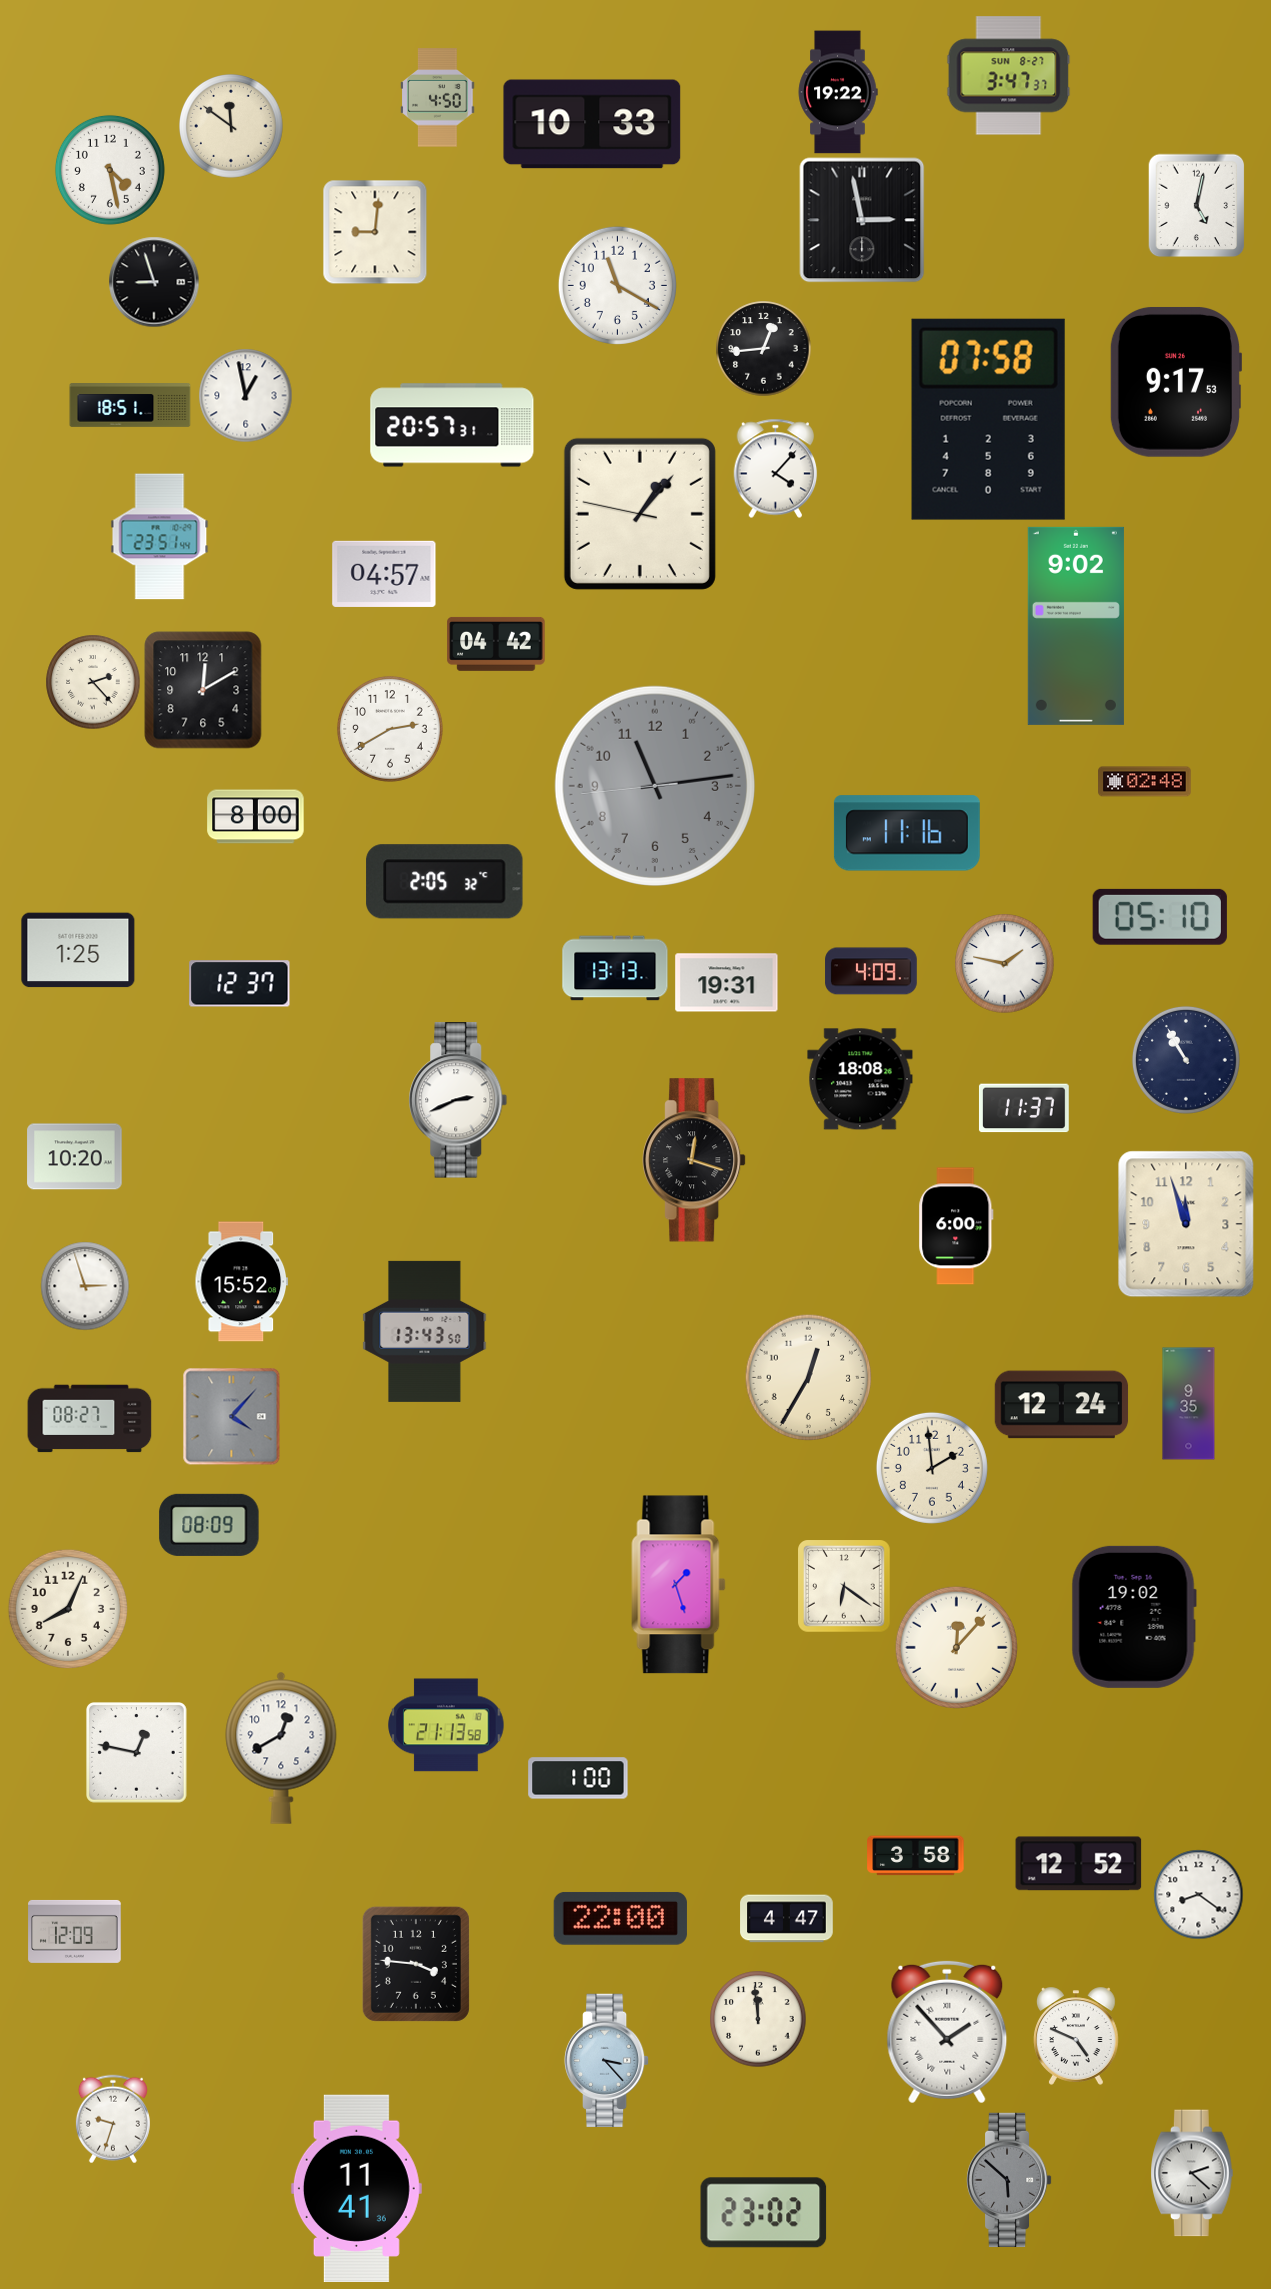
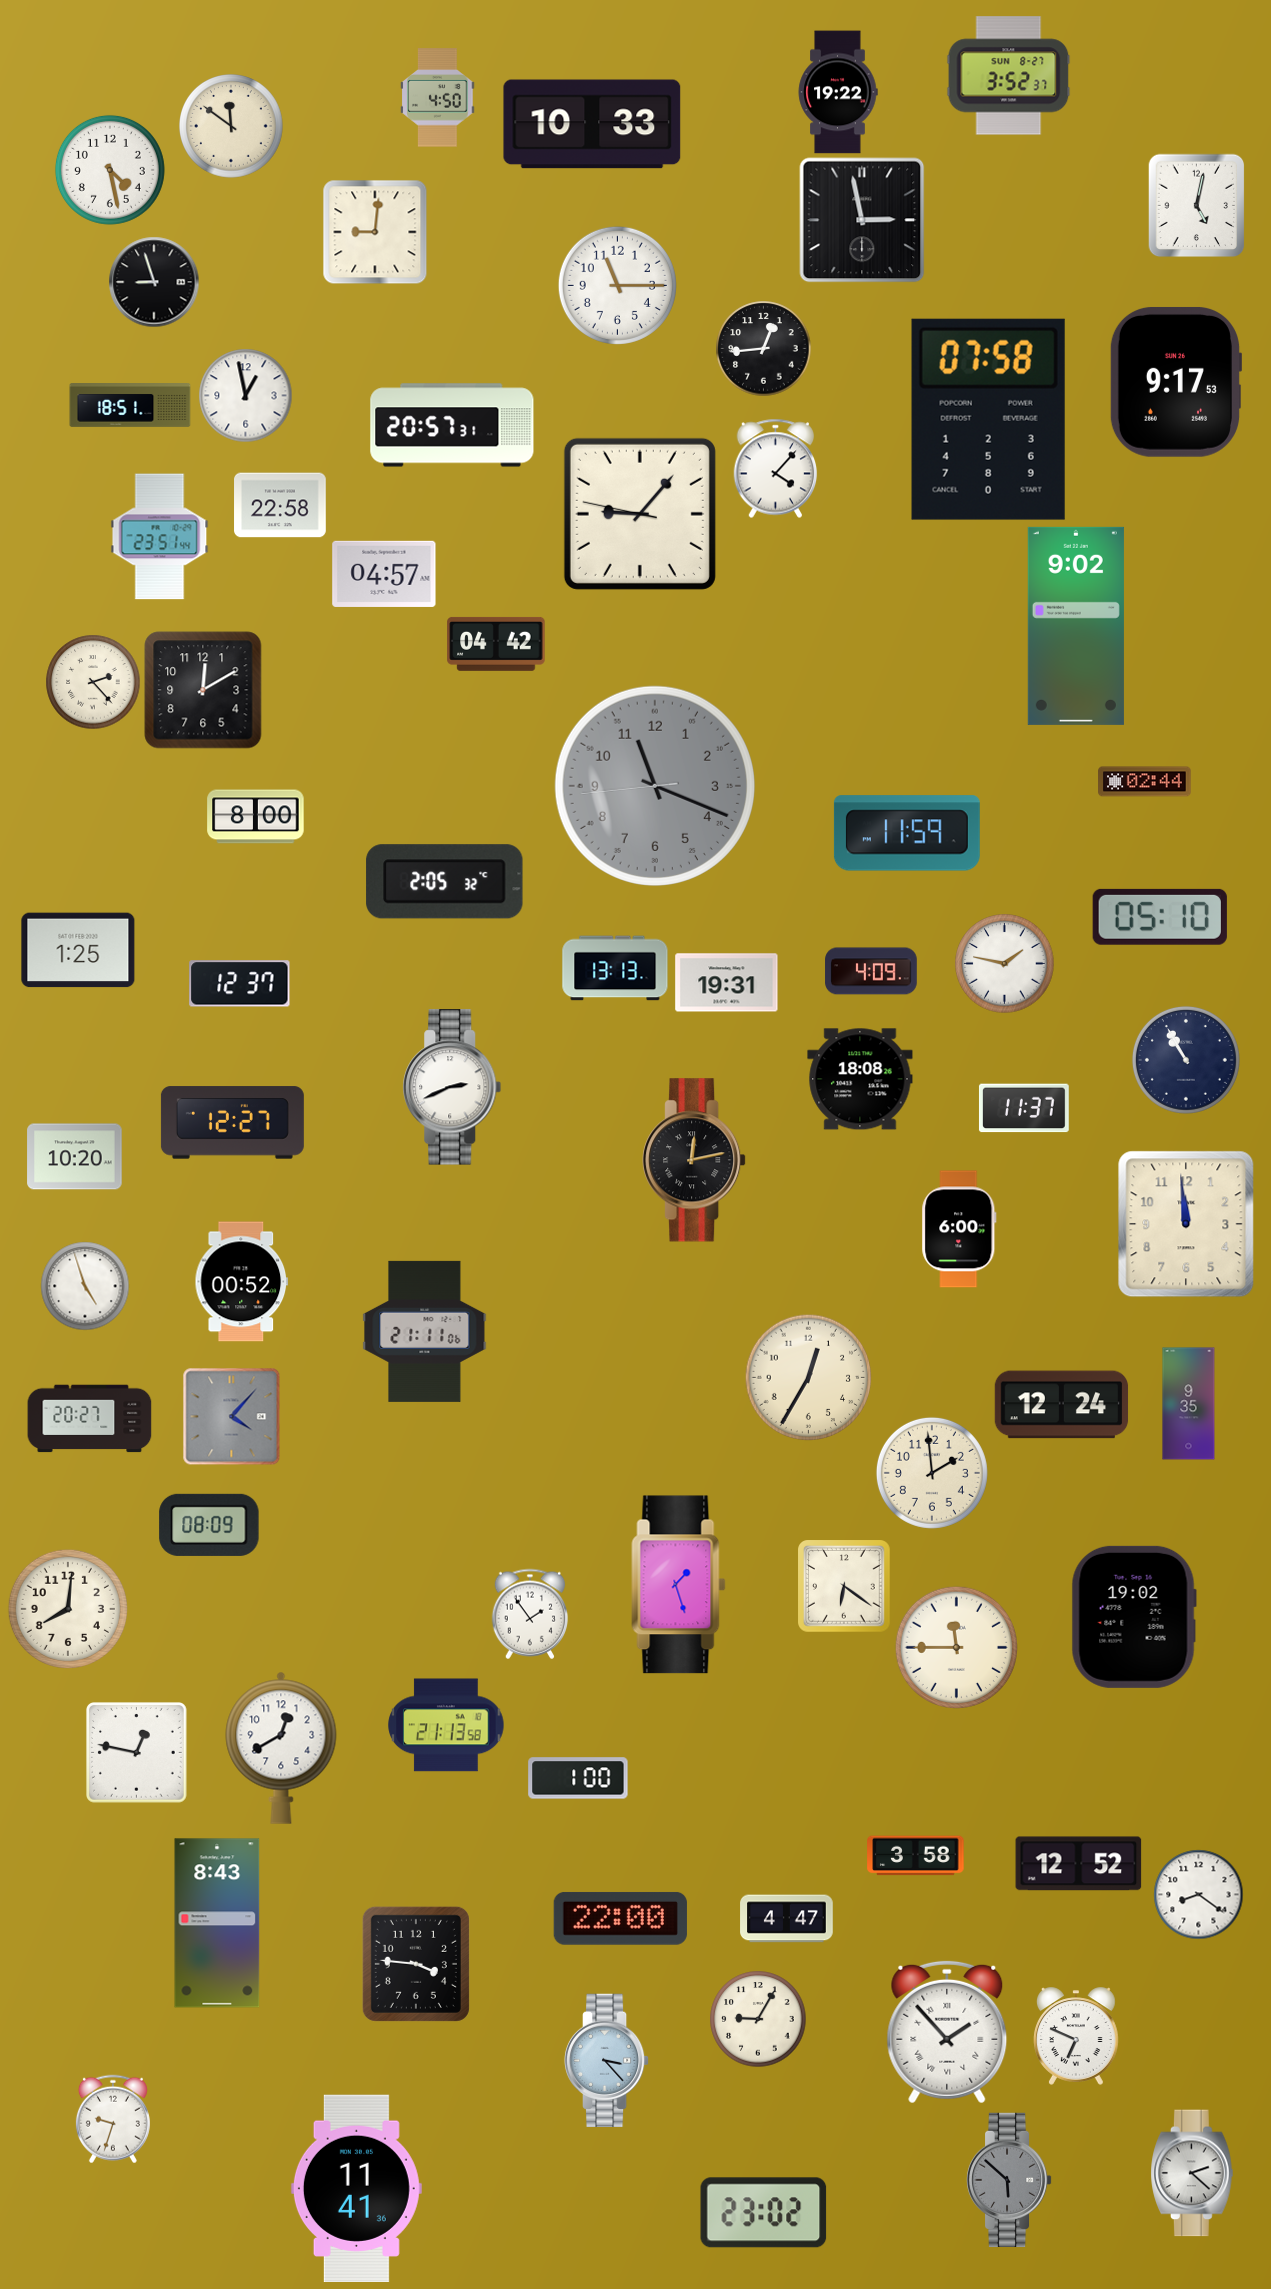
clock at (1009, 76): 3:47 -> 3:52
clock at (617, 285): 11:20 -> 11:15
clock at (280, 505): none -> 22:58
clock at (640, 514): 1:06 -> 9:06
clock at (390, 729): 2:40 -> none
clock at (1145, 782): 02:48 -> 02:44
clock at (655, 786): 11:13 -> 11:18
clock at (907, 833): 11:16 -> 11:59
clock at (458, 1100) position: (458, 1100) -> (452, 1087)
clock at (232, 1123): none -> 12:27
clock at (694, 1160): 12:18 -> 12:13
clock at (1186, 1224): 11:57 -> 11:59
clock at (956, 1226) position: (956, 1226) -> (959, 1229)
clock at (242, 1282): 15:52 -> 00:52
clock at (85, 1286): 2:57 -> 4:57
clock at (425, 1331): 13:43 -> 21:11
clock at (90, 1419): 08:27 -> 20:27
clock at (932, 1468) position: (932, 1468) -> (932, 1473)
clock at (68, 1609): 8:04 -> 8:01
clock at (530, 1614): none -> 1:54
clock at (956, 1647): 12:07 -> 11:45
clock at (217, 1923): none -> 8:43
clock at (75, 1931): 12:09 -> none
clock at (758, 2019): 11:59 -> 9:05
clock at (1076, 2036): 4:49 -> 6:49
